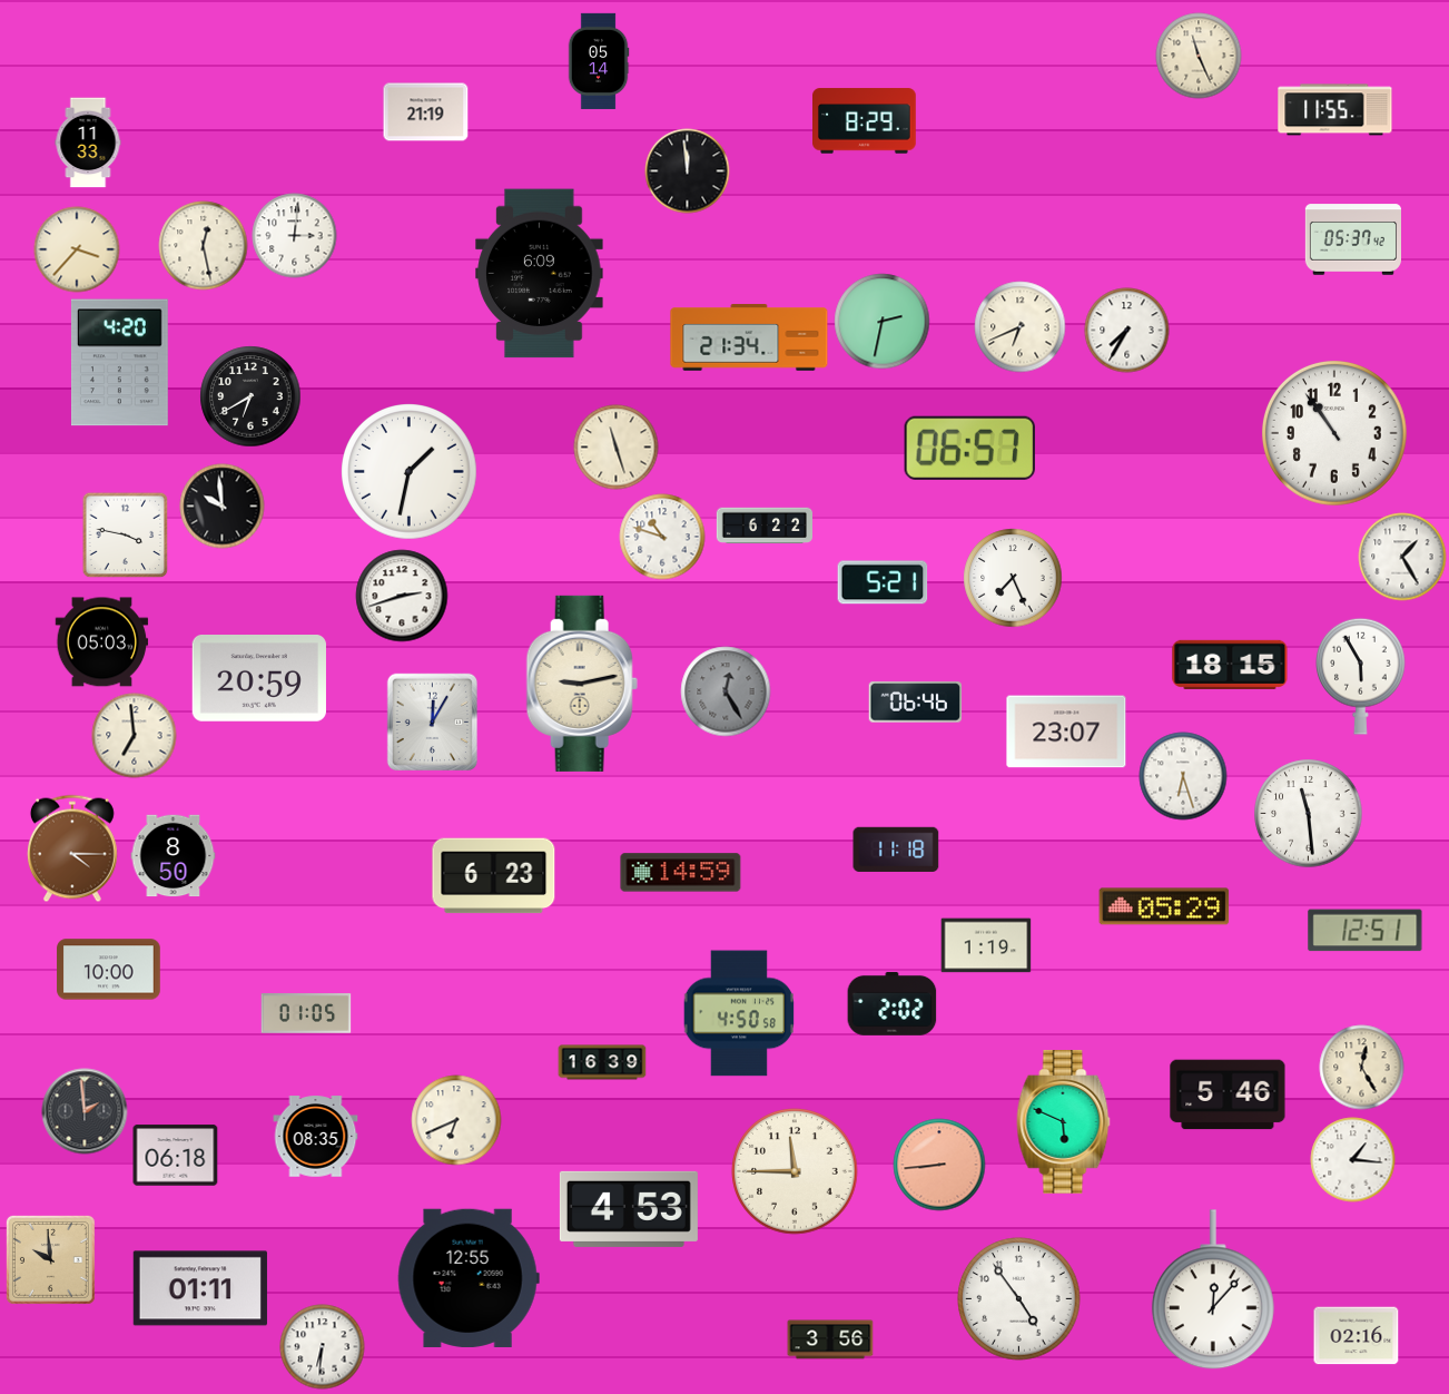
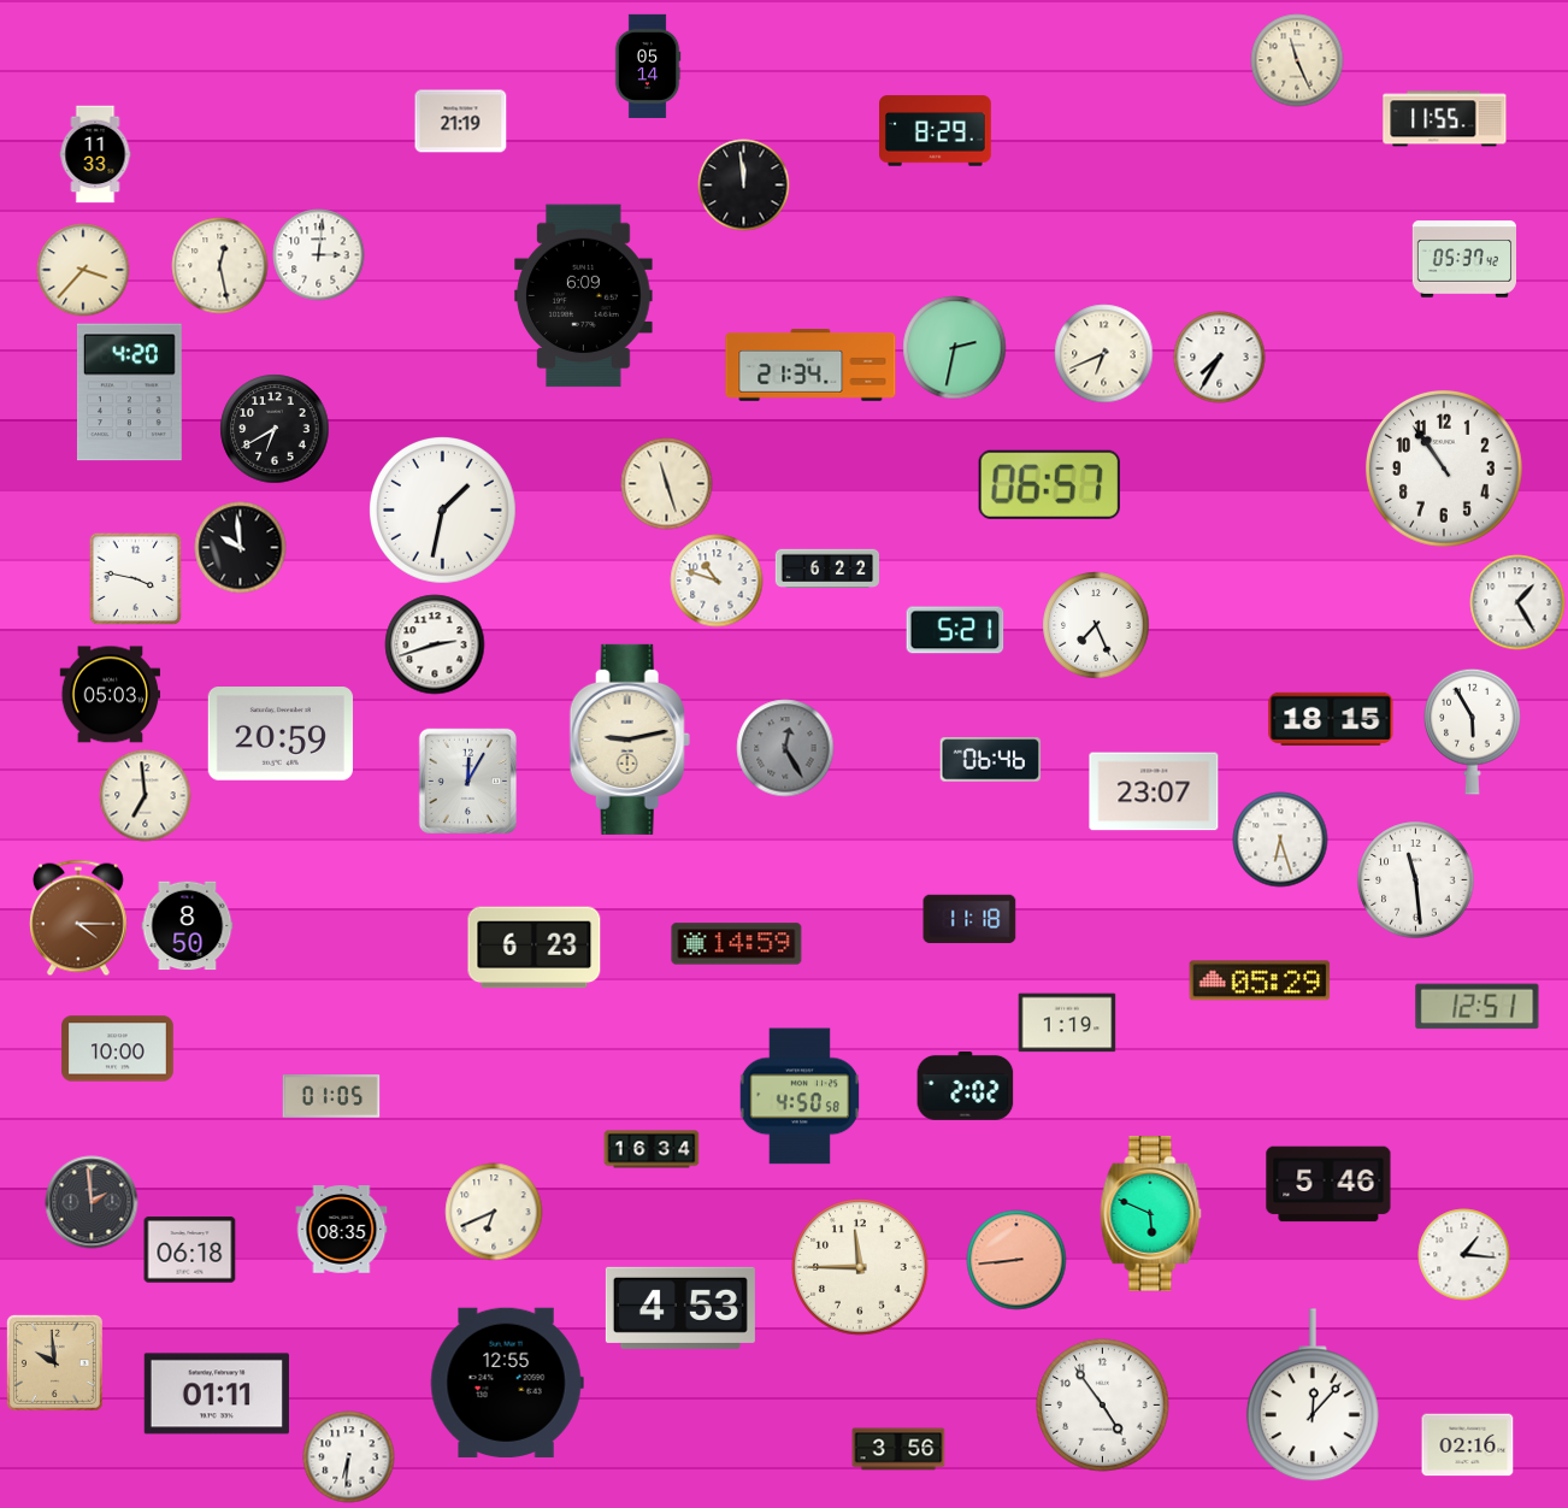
clock at (250, 396) position: (250, 396) -> (275, 429)
clock at (602, 1062): 16:39 -> 16:34
clock at (1362, 1068): 12:25 -> none
